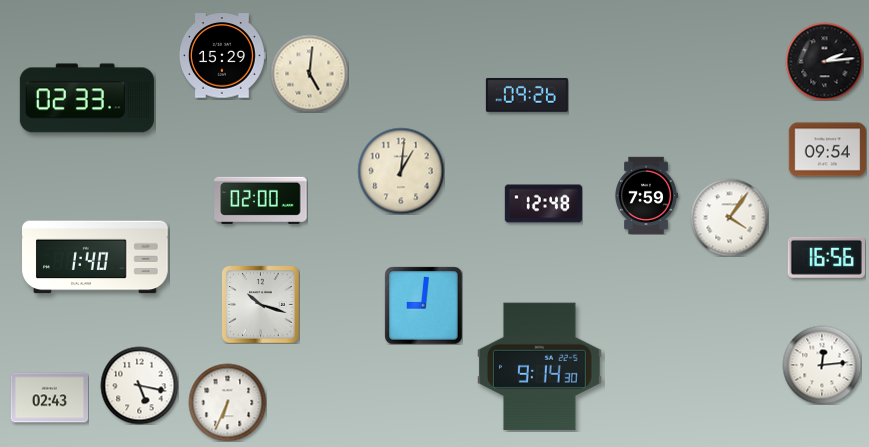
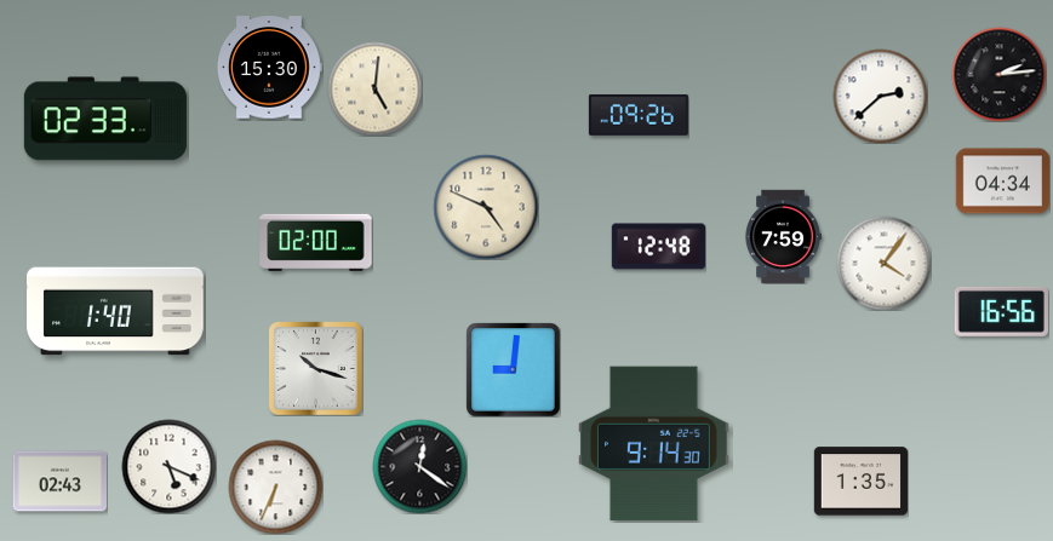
clock at (222, 56): 15:29 -> 15:30
clock at (880, 96): none -> 2:38
clock at (827, 150): 09:54 -> 04:34
clock at (401, 171): 1:01 -> 4:49
clock at (822, 365): 12:14 -> none
clock at (139, 385): 5:17 -> 5:19
clock at (419, 466): none -> 12:21
clock at (860, 482): none -> 1:35
